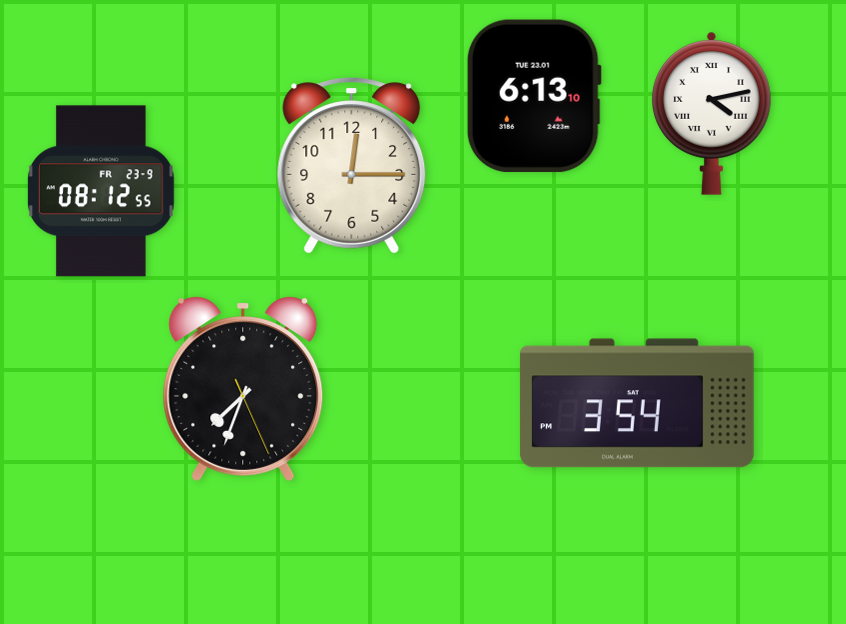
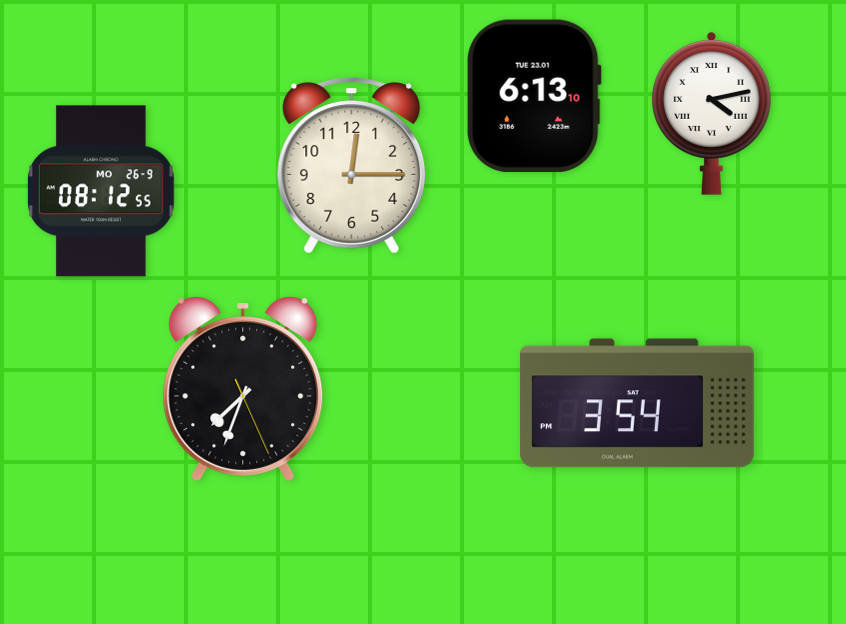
clock at (101, 191) date: FR 23-9 -> MO 26-9
